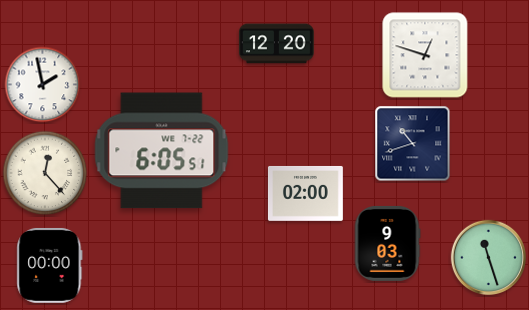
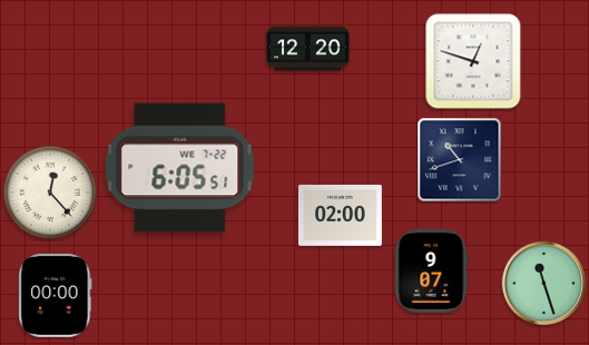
clock at (43, 85): 1:58 -> none
clock at (387, 243): 9:03 -> 9:07
clock at (489, 258) position: (489, 258) -> (544, 284)
